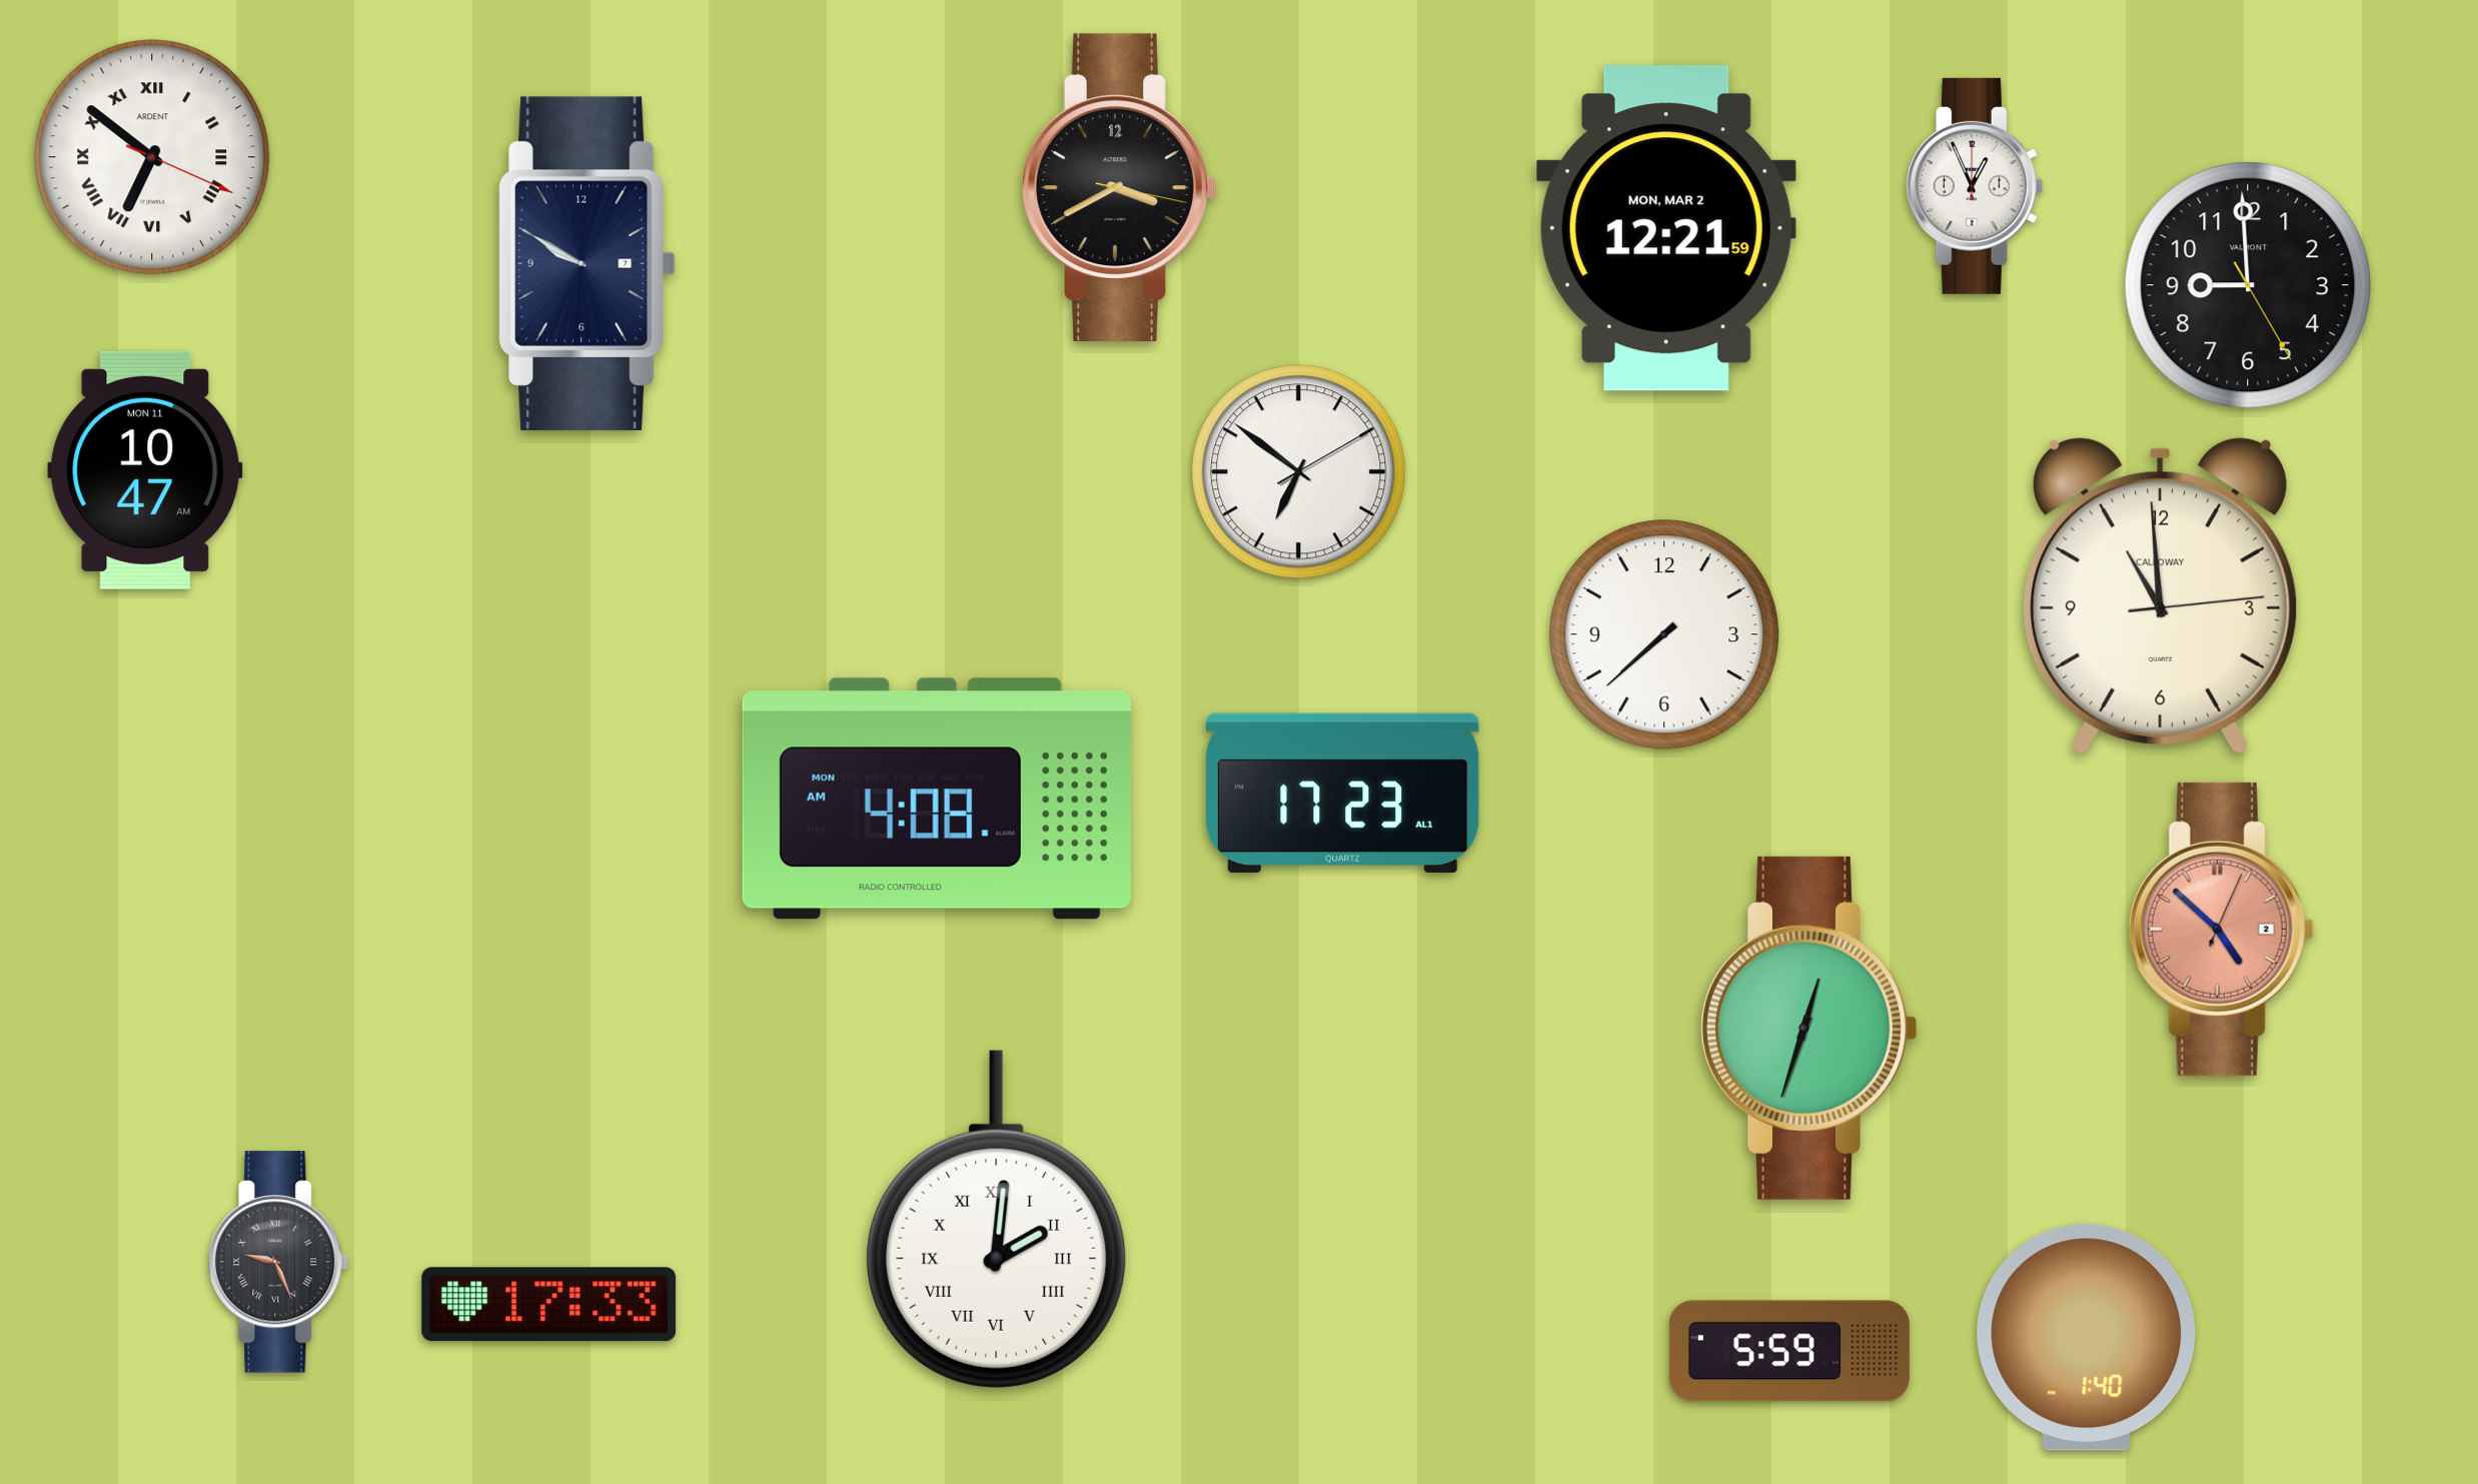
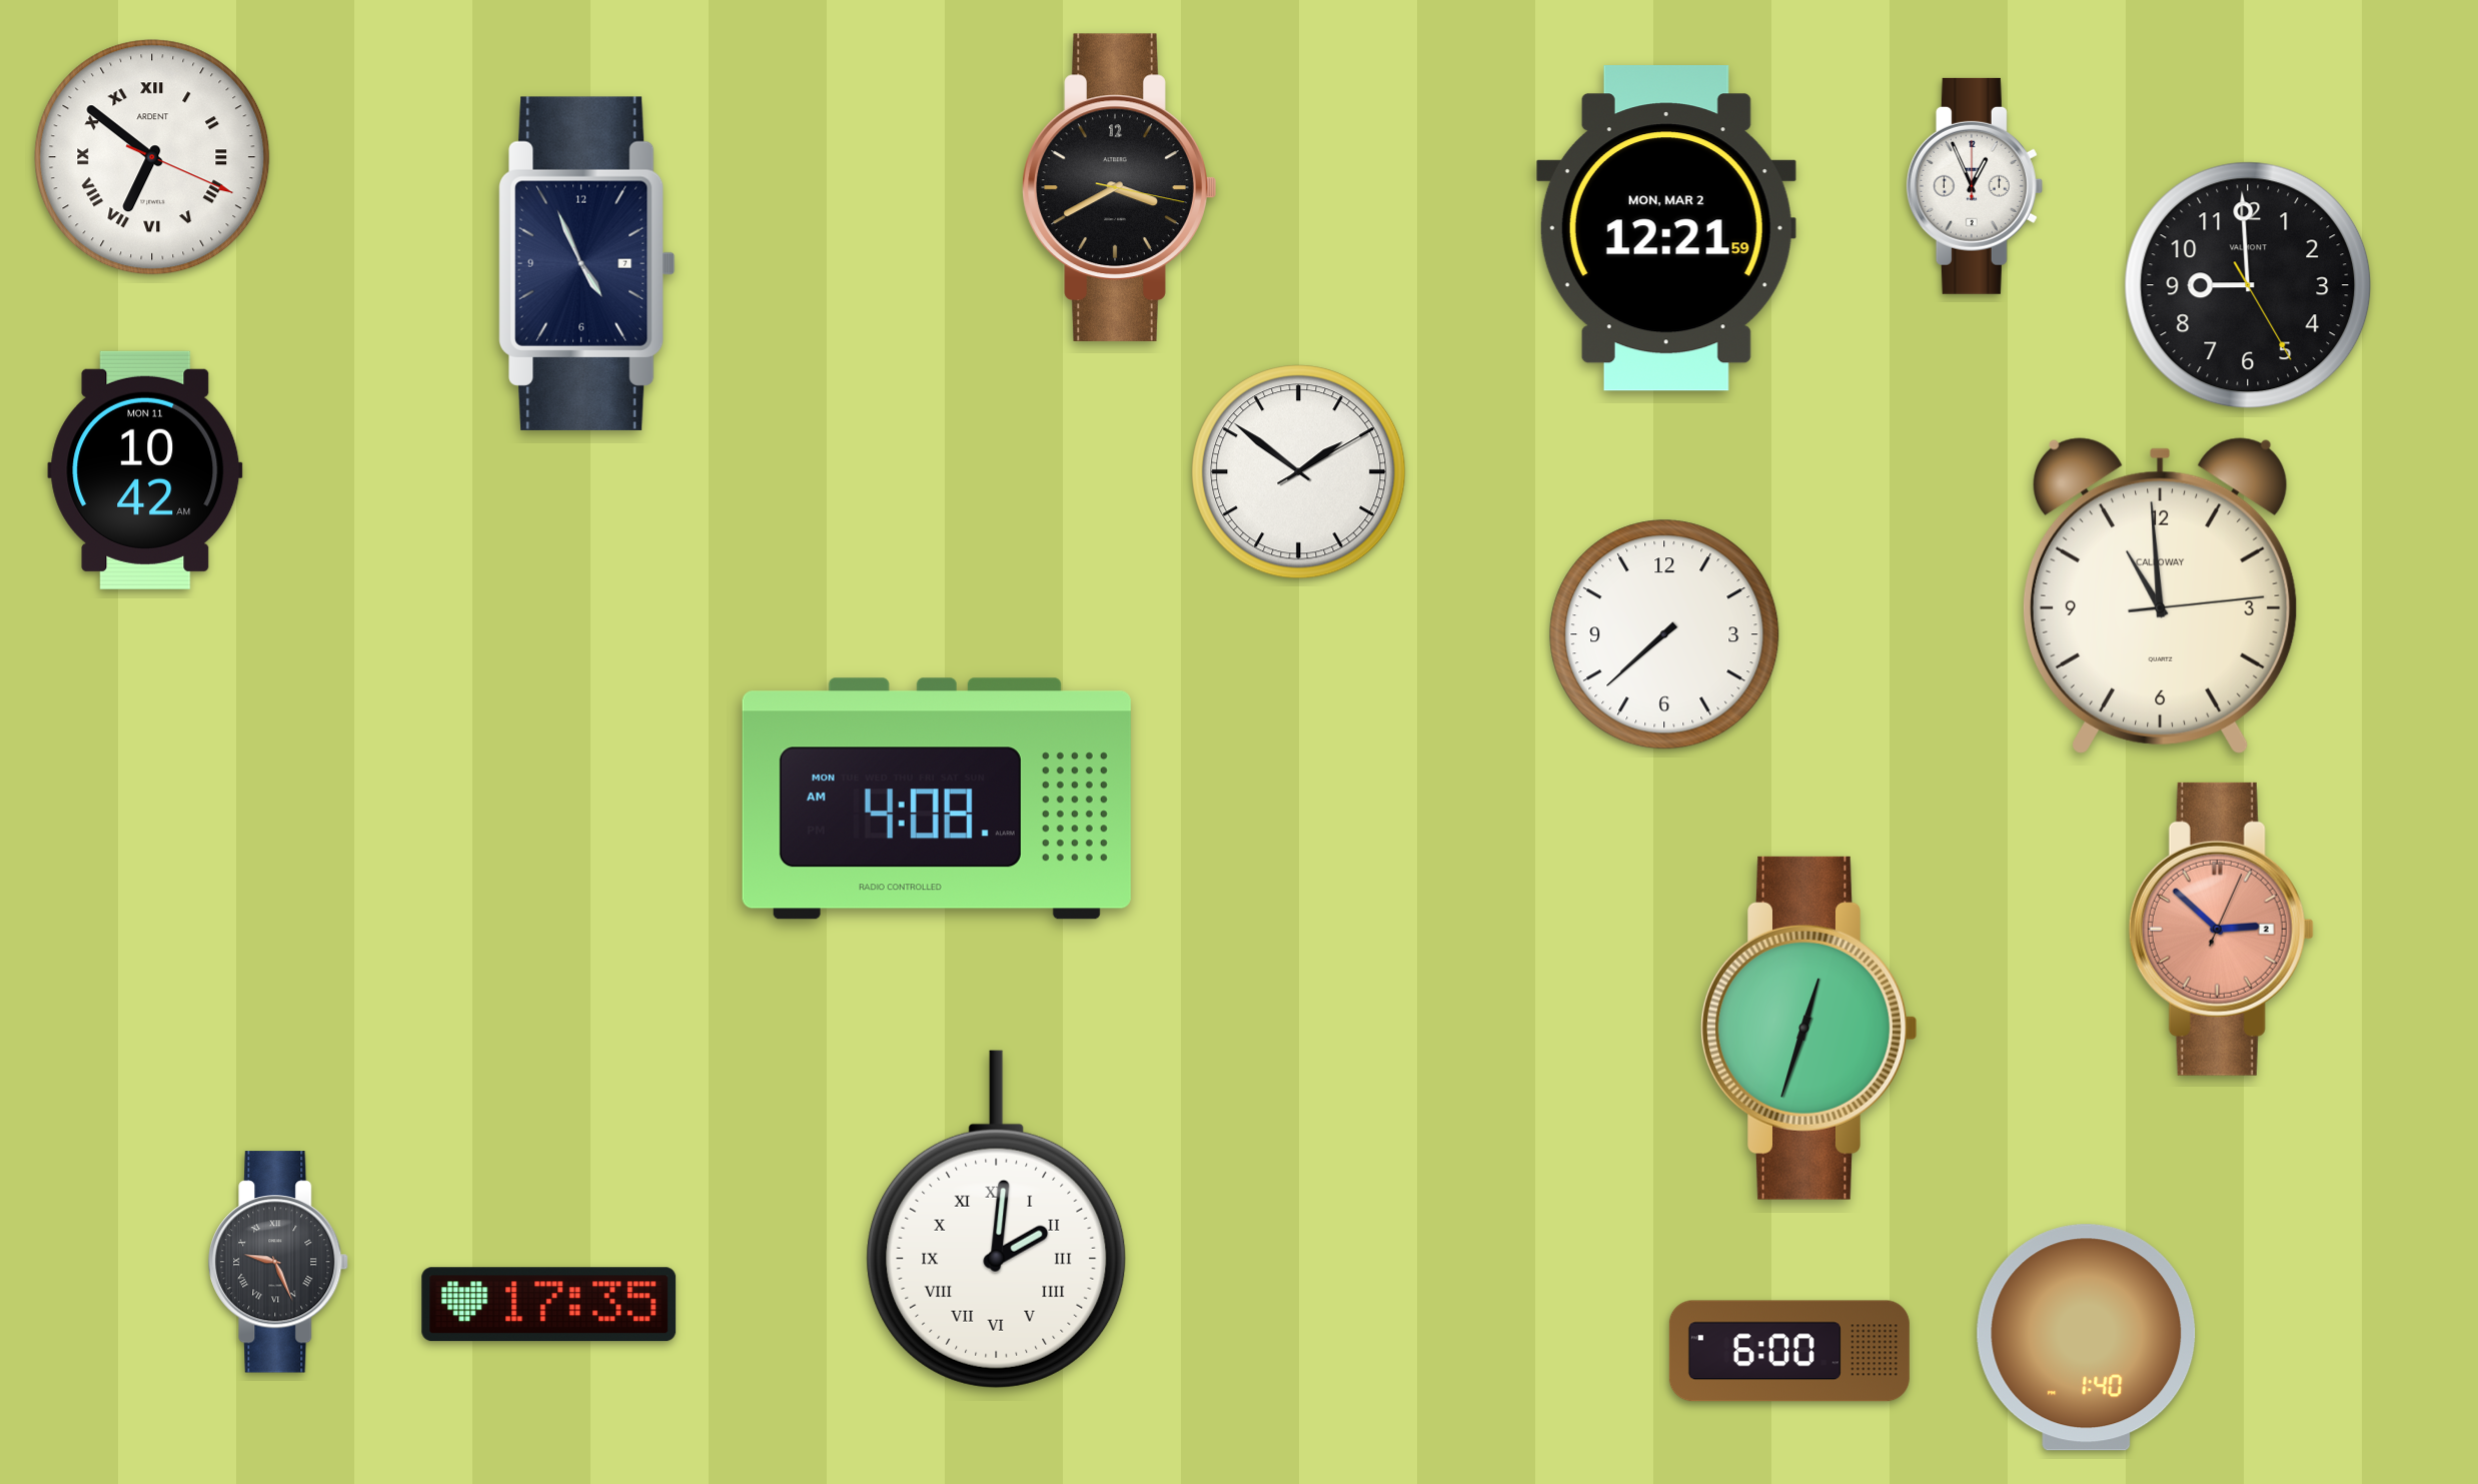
clock at (587, 263): 9:50 -> 4:56
clock at (145, 470): 10:47 -> 10:42
clock at (1299, 472): 6:51 -> 1:51
clock at (1343, 793): 17:23 -> none
clock at (2221, 929): 4:52 -> 2:52
clock at (549, 1305): 17:33 -> 17:35
clock at (1789, 1351): 5:59 -> 6:00
